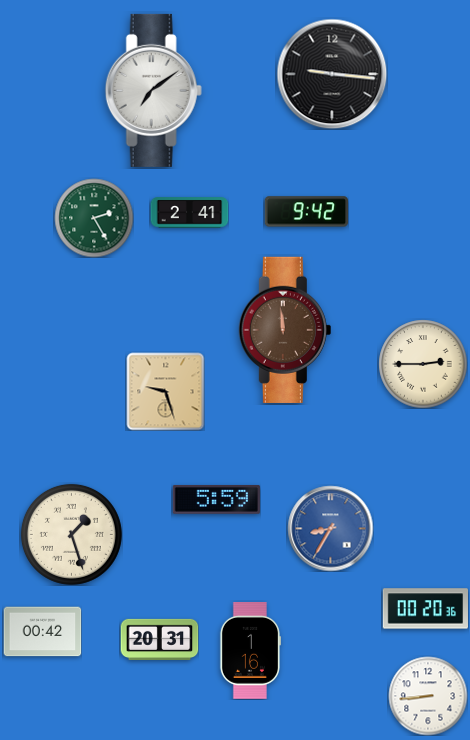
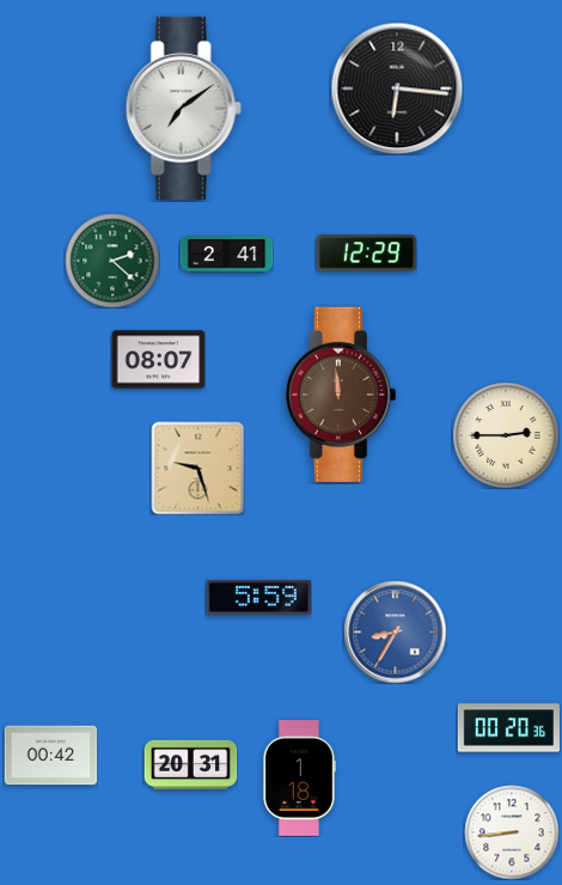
clock at (332, 74): 9:16 -> 6:16
clock at (306, 212): 9:42 -> 12:29
clock at (94, 218): 2:25 -> 2:22
clock at (158, 360): none -> 08:07
clock at (71, 534): 1:27 -> none
clock at (249, 651): 1:16 -> 1:18
